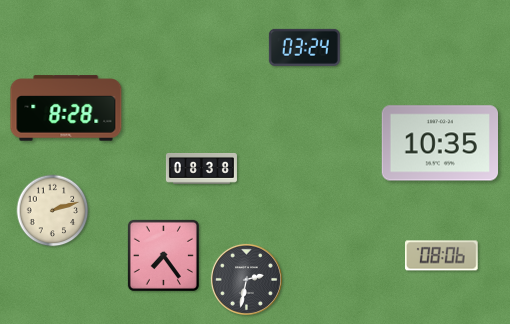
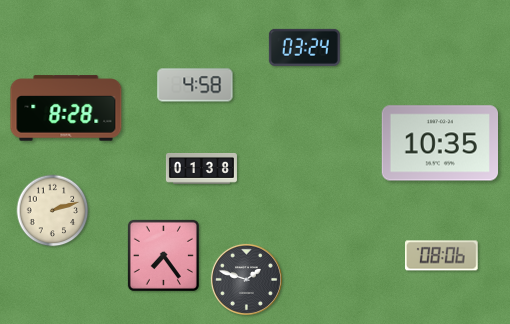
clock at (195, 85): none -> 4:58
clock at (201, 169): 08:38 -> 01:38
clock at (246, 279): 2:32 -> 1:48
